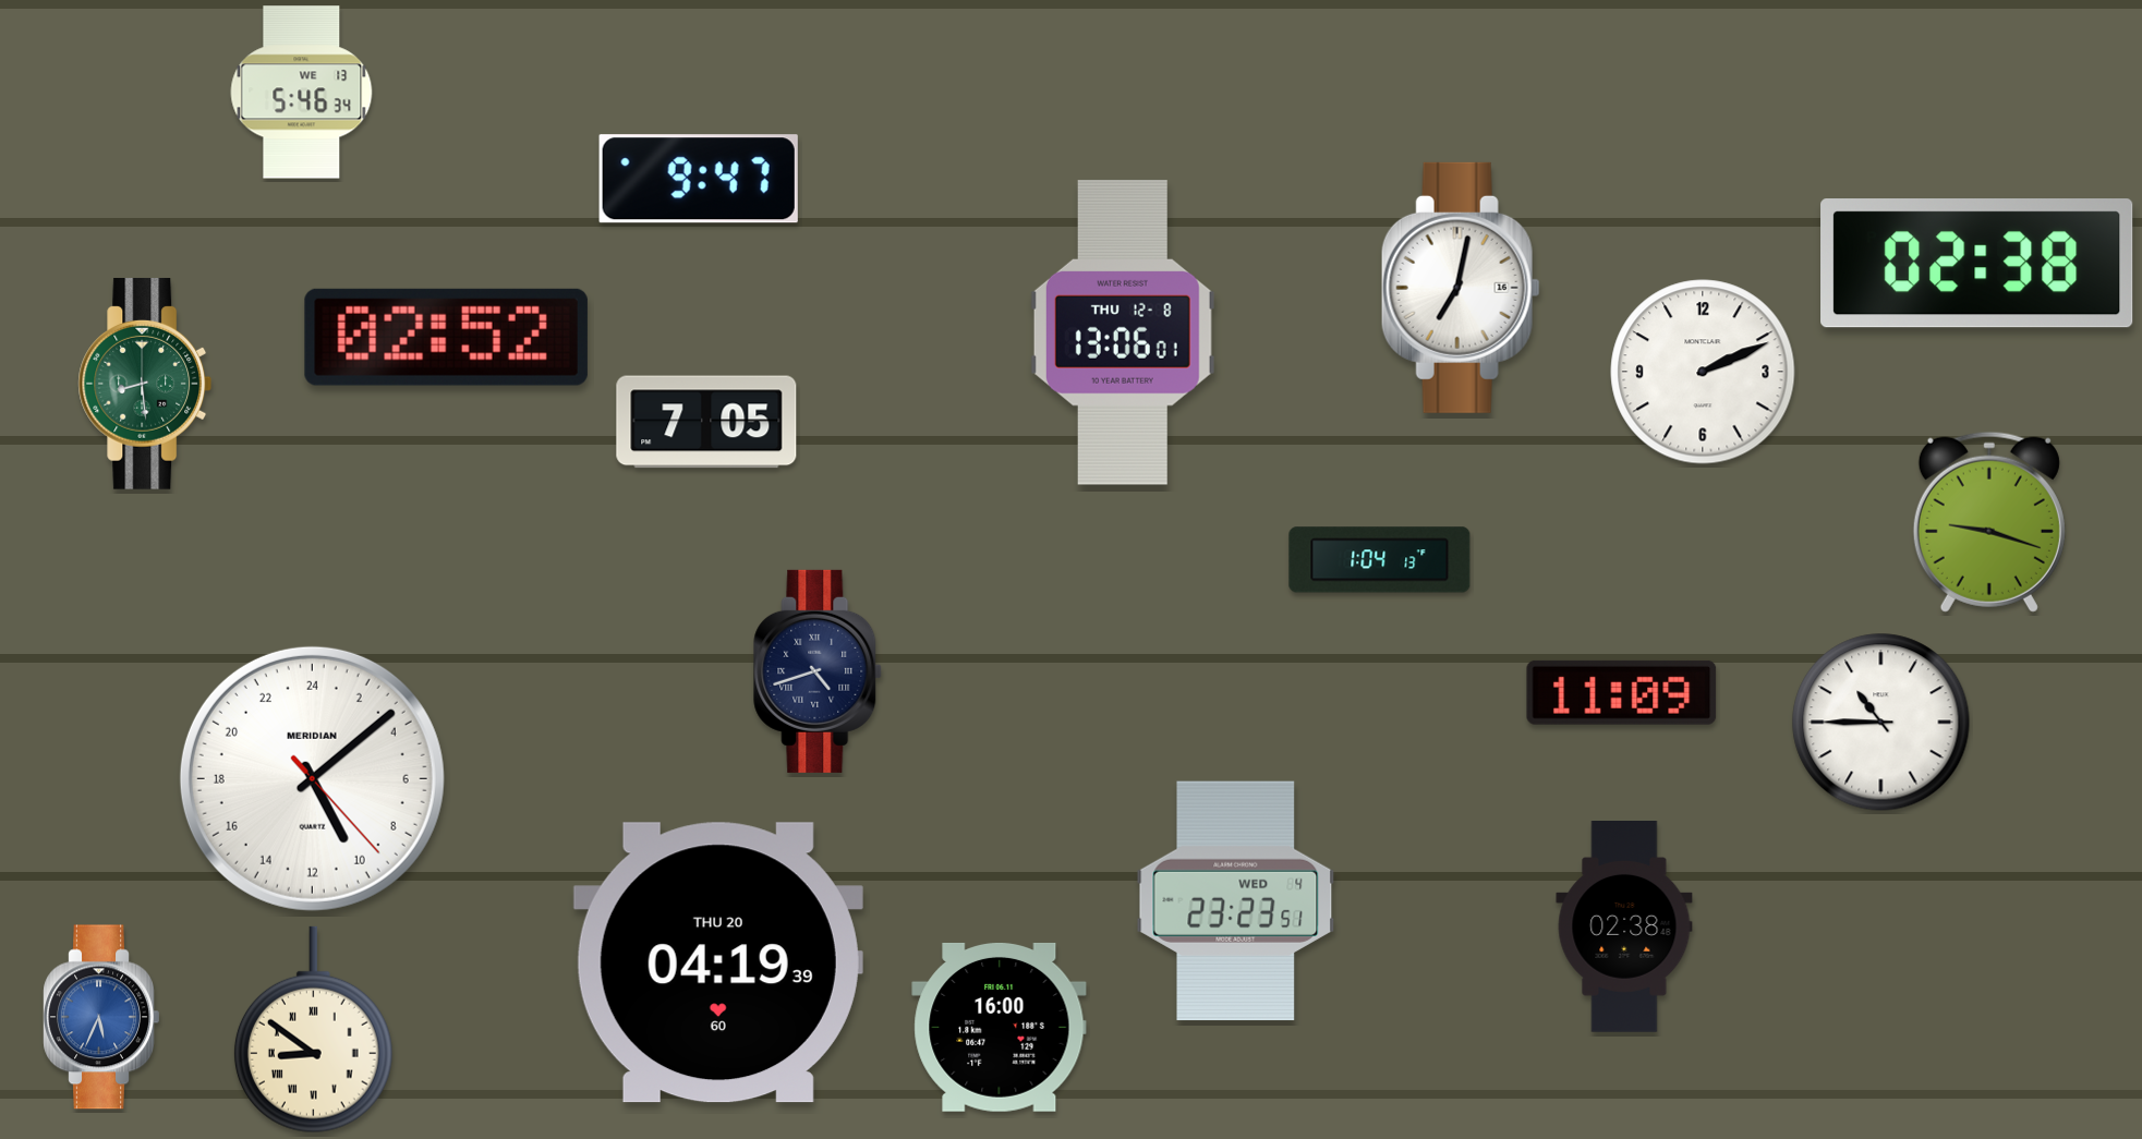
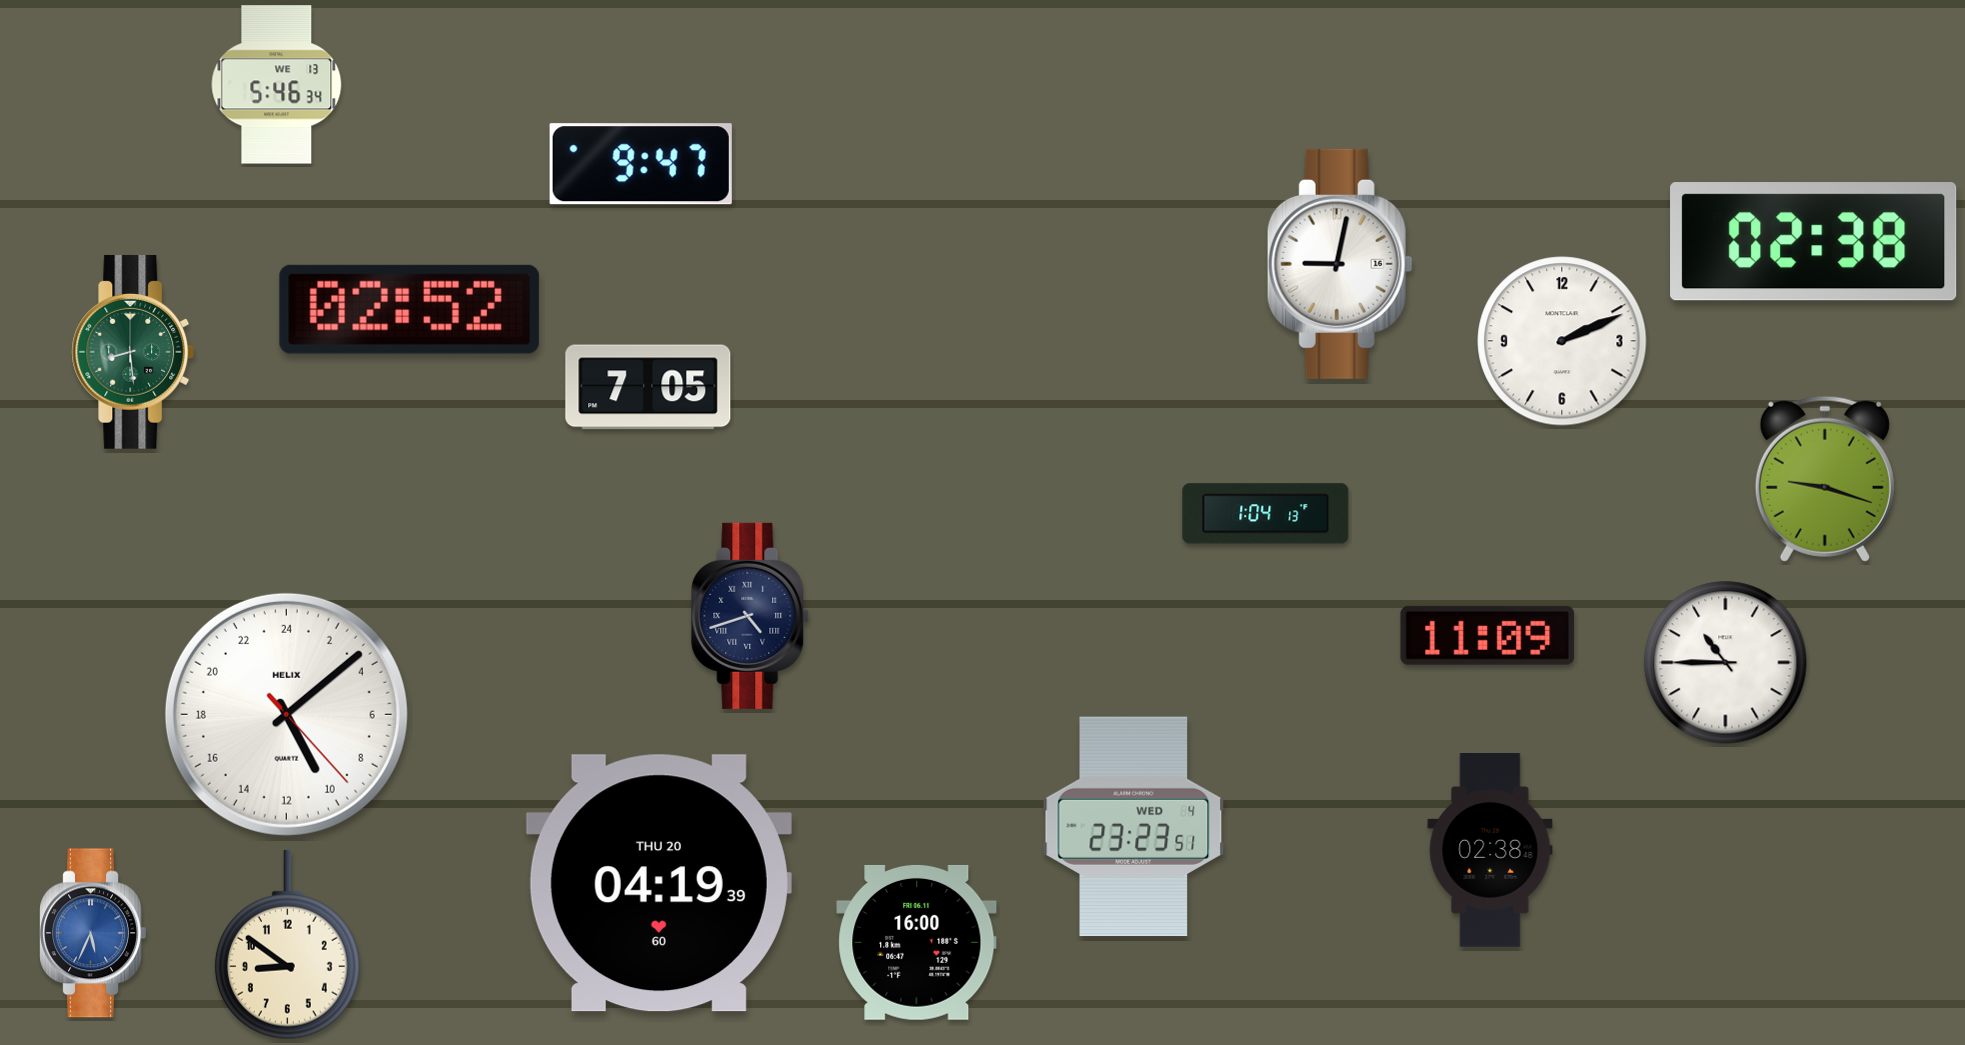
clock at (1461, 288): 7:02 -> 9:02
clock at (1123, 334): 13:06 -> none
clock at (312, 778) brand: MERIDIAN -> HELIX
clock at (313, 1030) numerals: Roman -> Arabic
